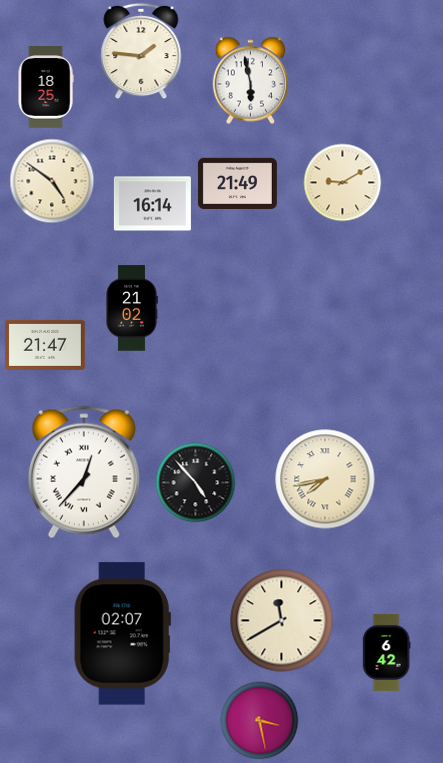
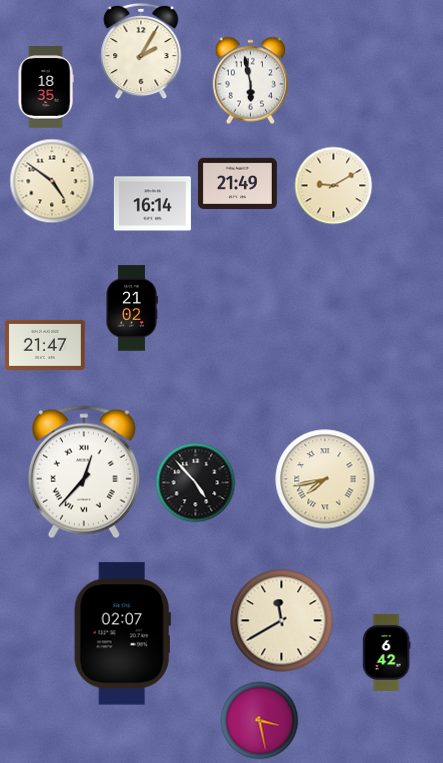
clock at (141, 51): 1:46 -> 2:05
clock at (46, 88): 18:25 -> 18:35
clock at (342, 182) position: (342, 182) -> (333, 185)
